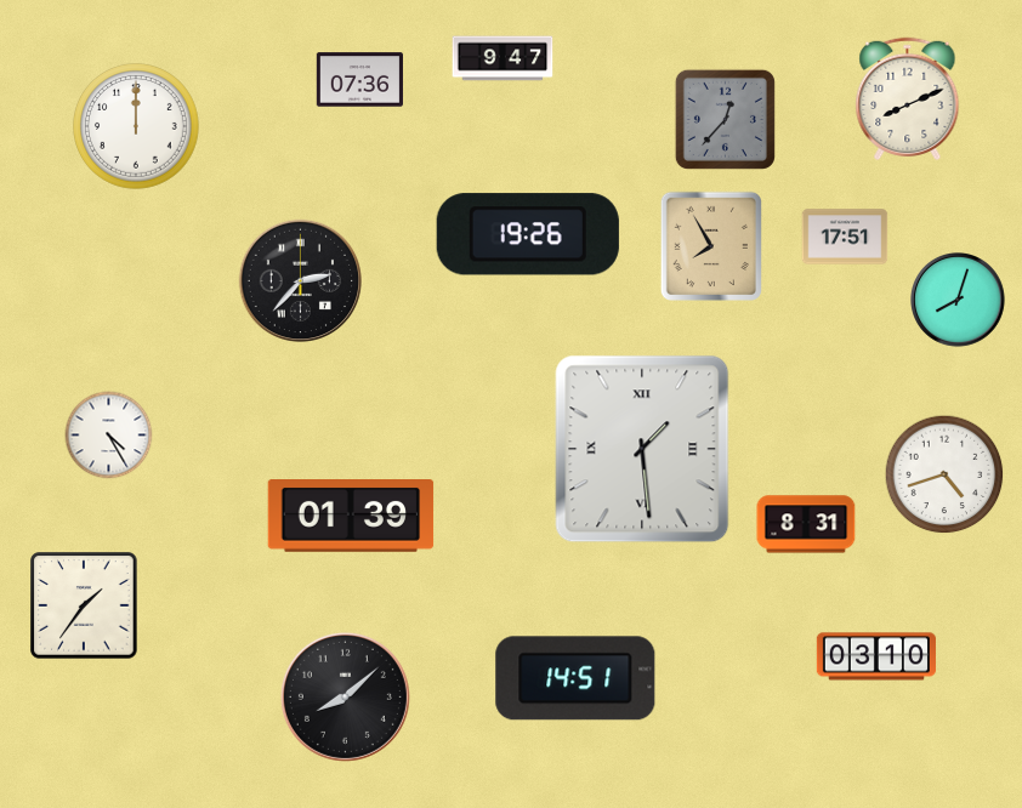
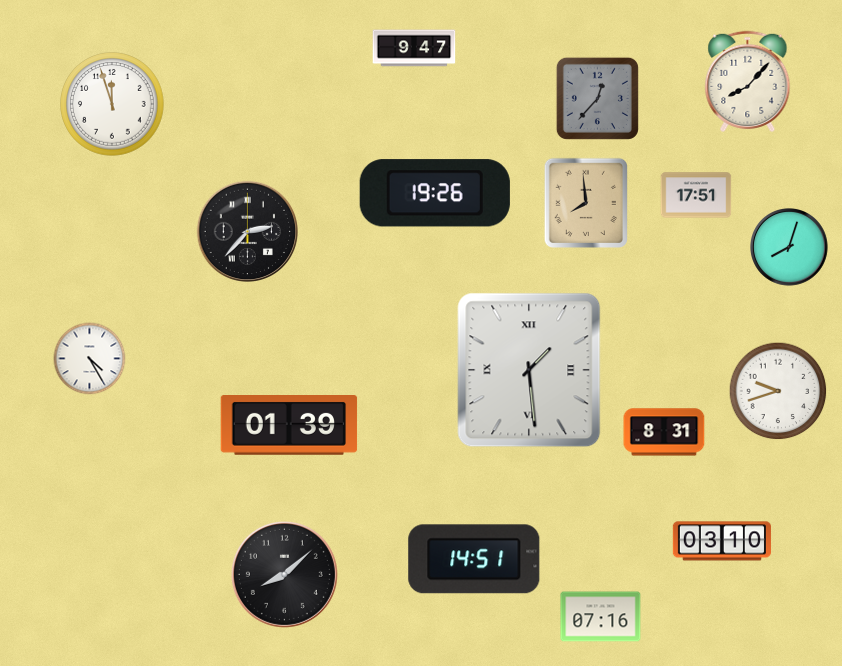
clock at (359, 80): 07:36 -> none
clock at (908, 98): 8:11 -> 8:07
clock at (137, 127): 12:00 -> 11:57
clock at (711, 246): 7:55 -> 7:59
clock at (944, 474): 4:42 -> 9:42
clock at (84, 605): 1:36 -> none
clock at (601, 617): none -> 07:16
